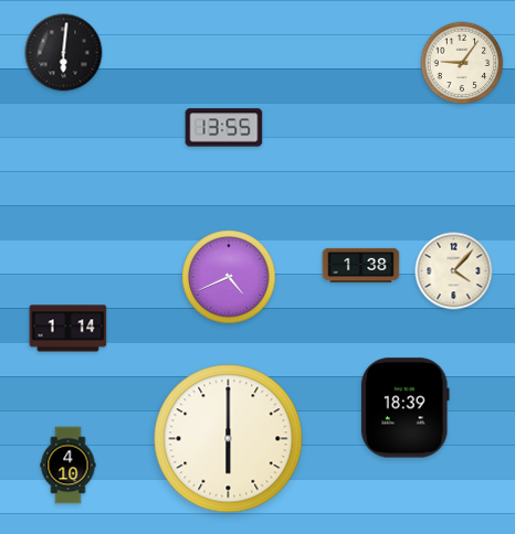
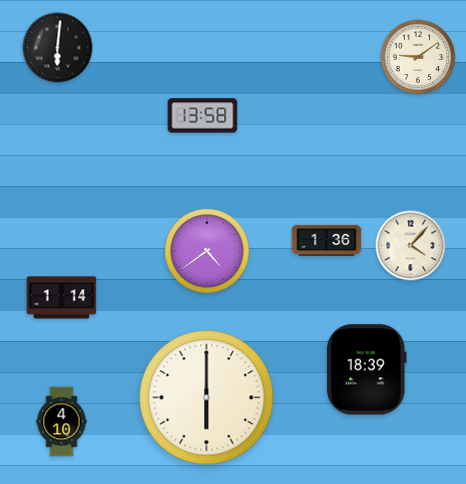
clock at (462, 63): 9:06 -> 9:09
clock at (224, 128): 13:55 -> 13:58
clock at (361, 265): 1:38 -> 1:36
clock at (229, 277): 4:41 -> 4:39
